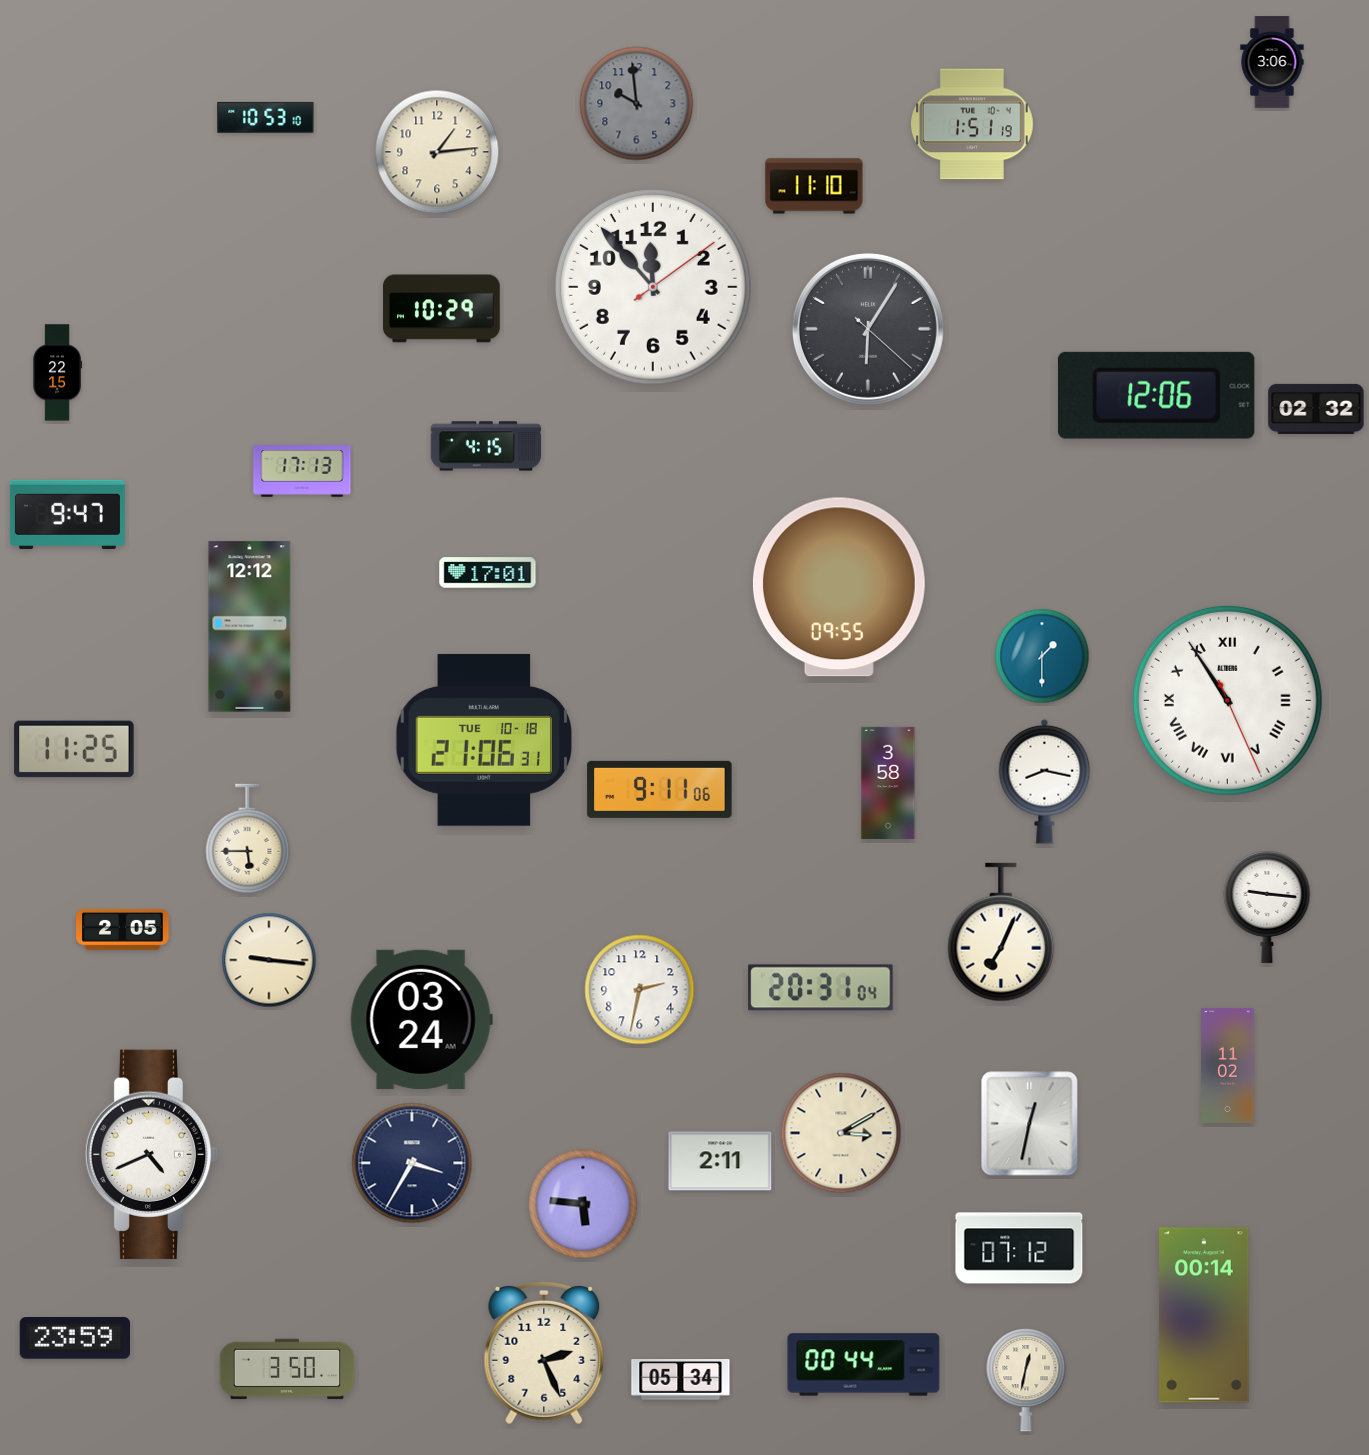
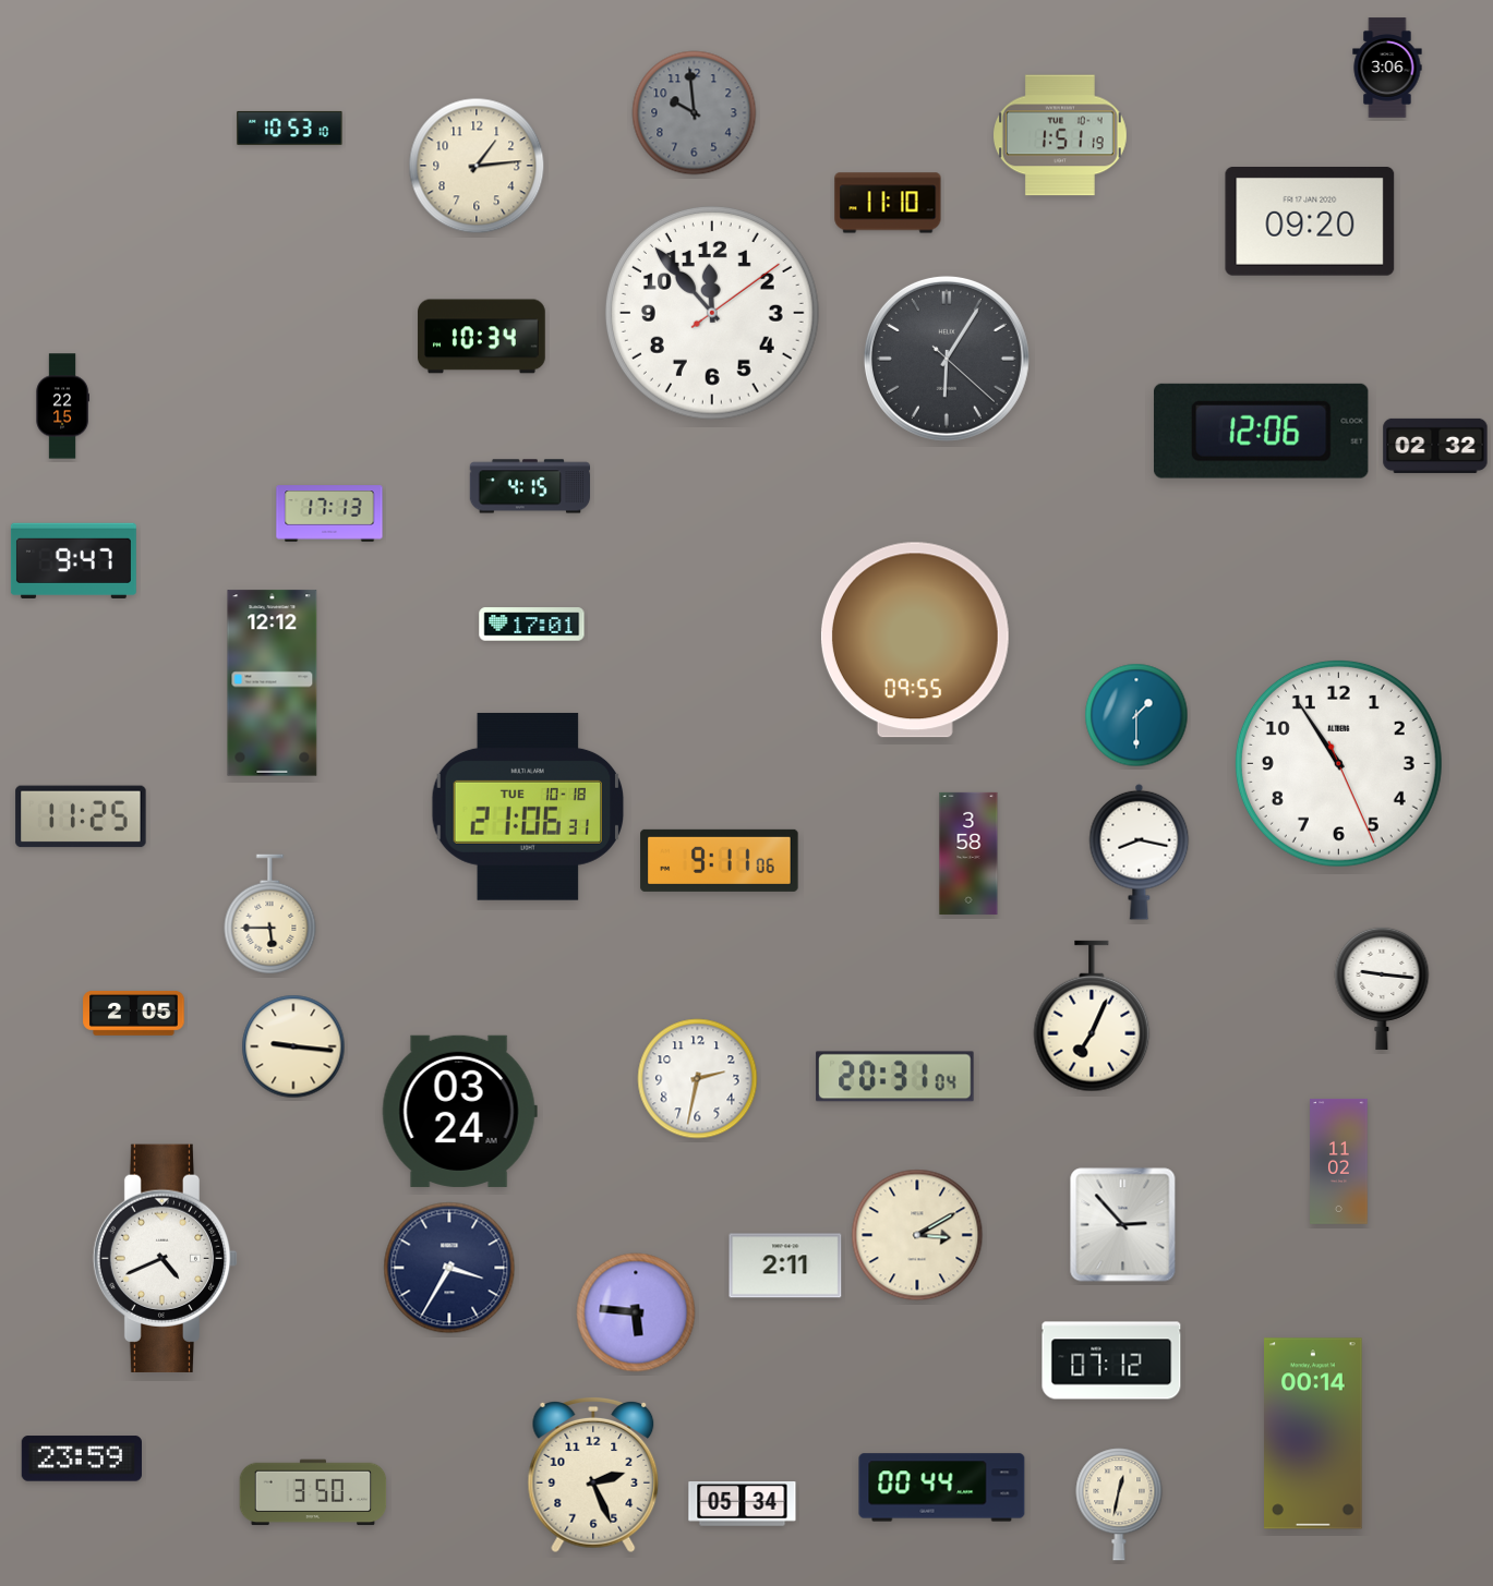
clock at (1310, 221): none -> 09:20
clock at (442, 309): 10:29 -> 10:34
clock at (1227, 700) numerals: Roman -> Arabic
clock at (1030, 1124): 12:32 -> 2:53
